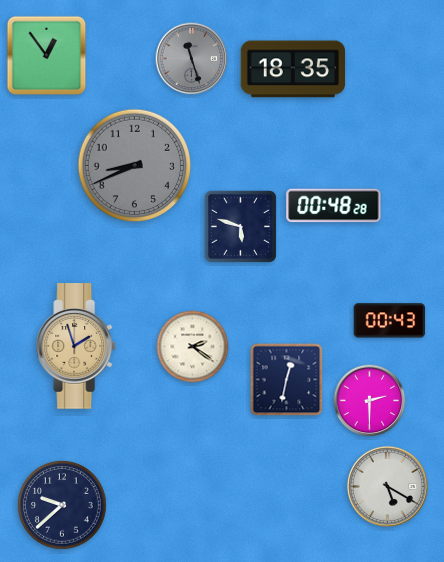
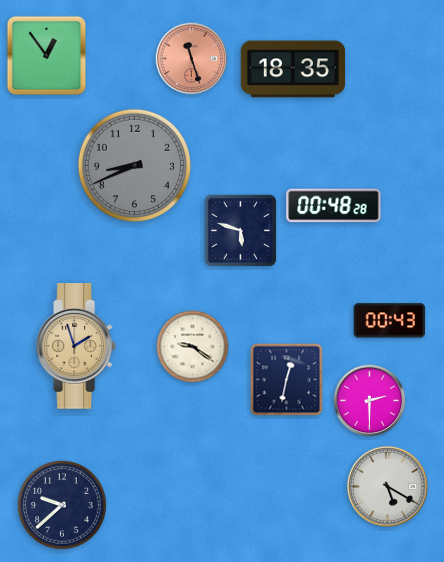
clock at (192, 59) dial: grey -> salmon
clock at (240, 226) position: (240, 226) -> (240, 230)
clock at (193, 347): 2:21 -> 9:21
